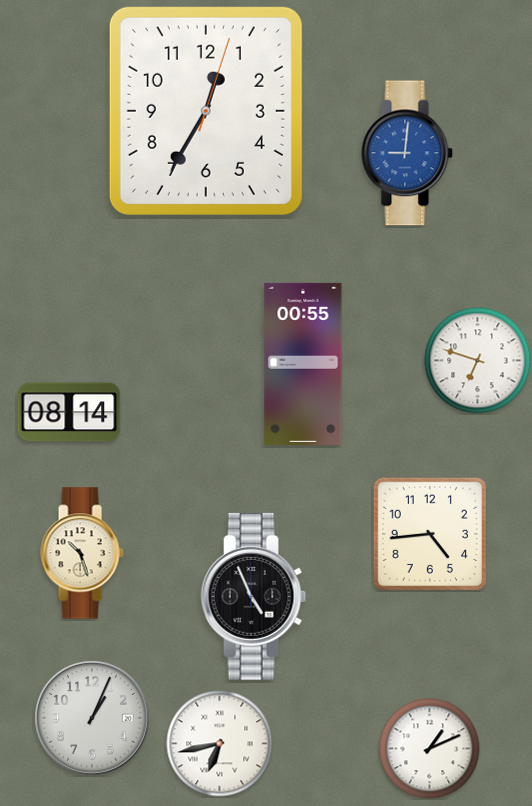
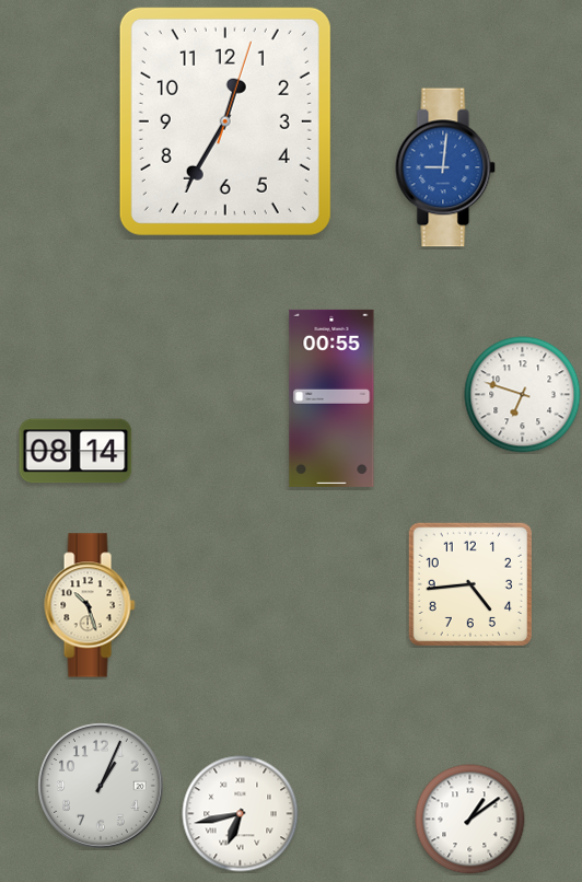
clock at (254, 596): 4:56 -> none
clock at (430, 749): 1:11 -> 1:09
